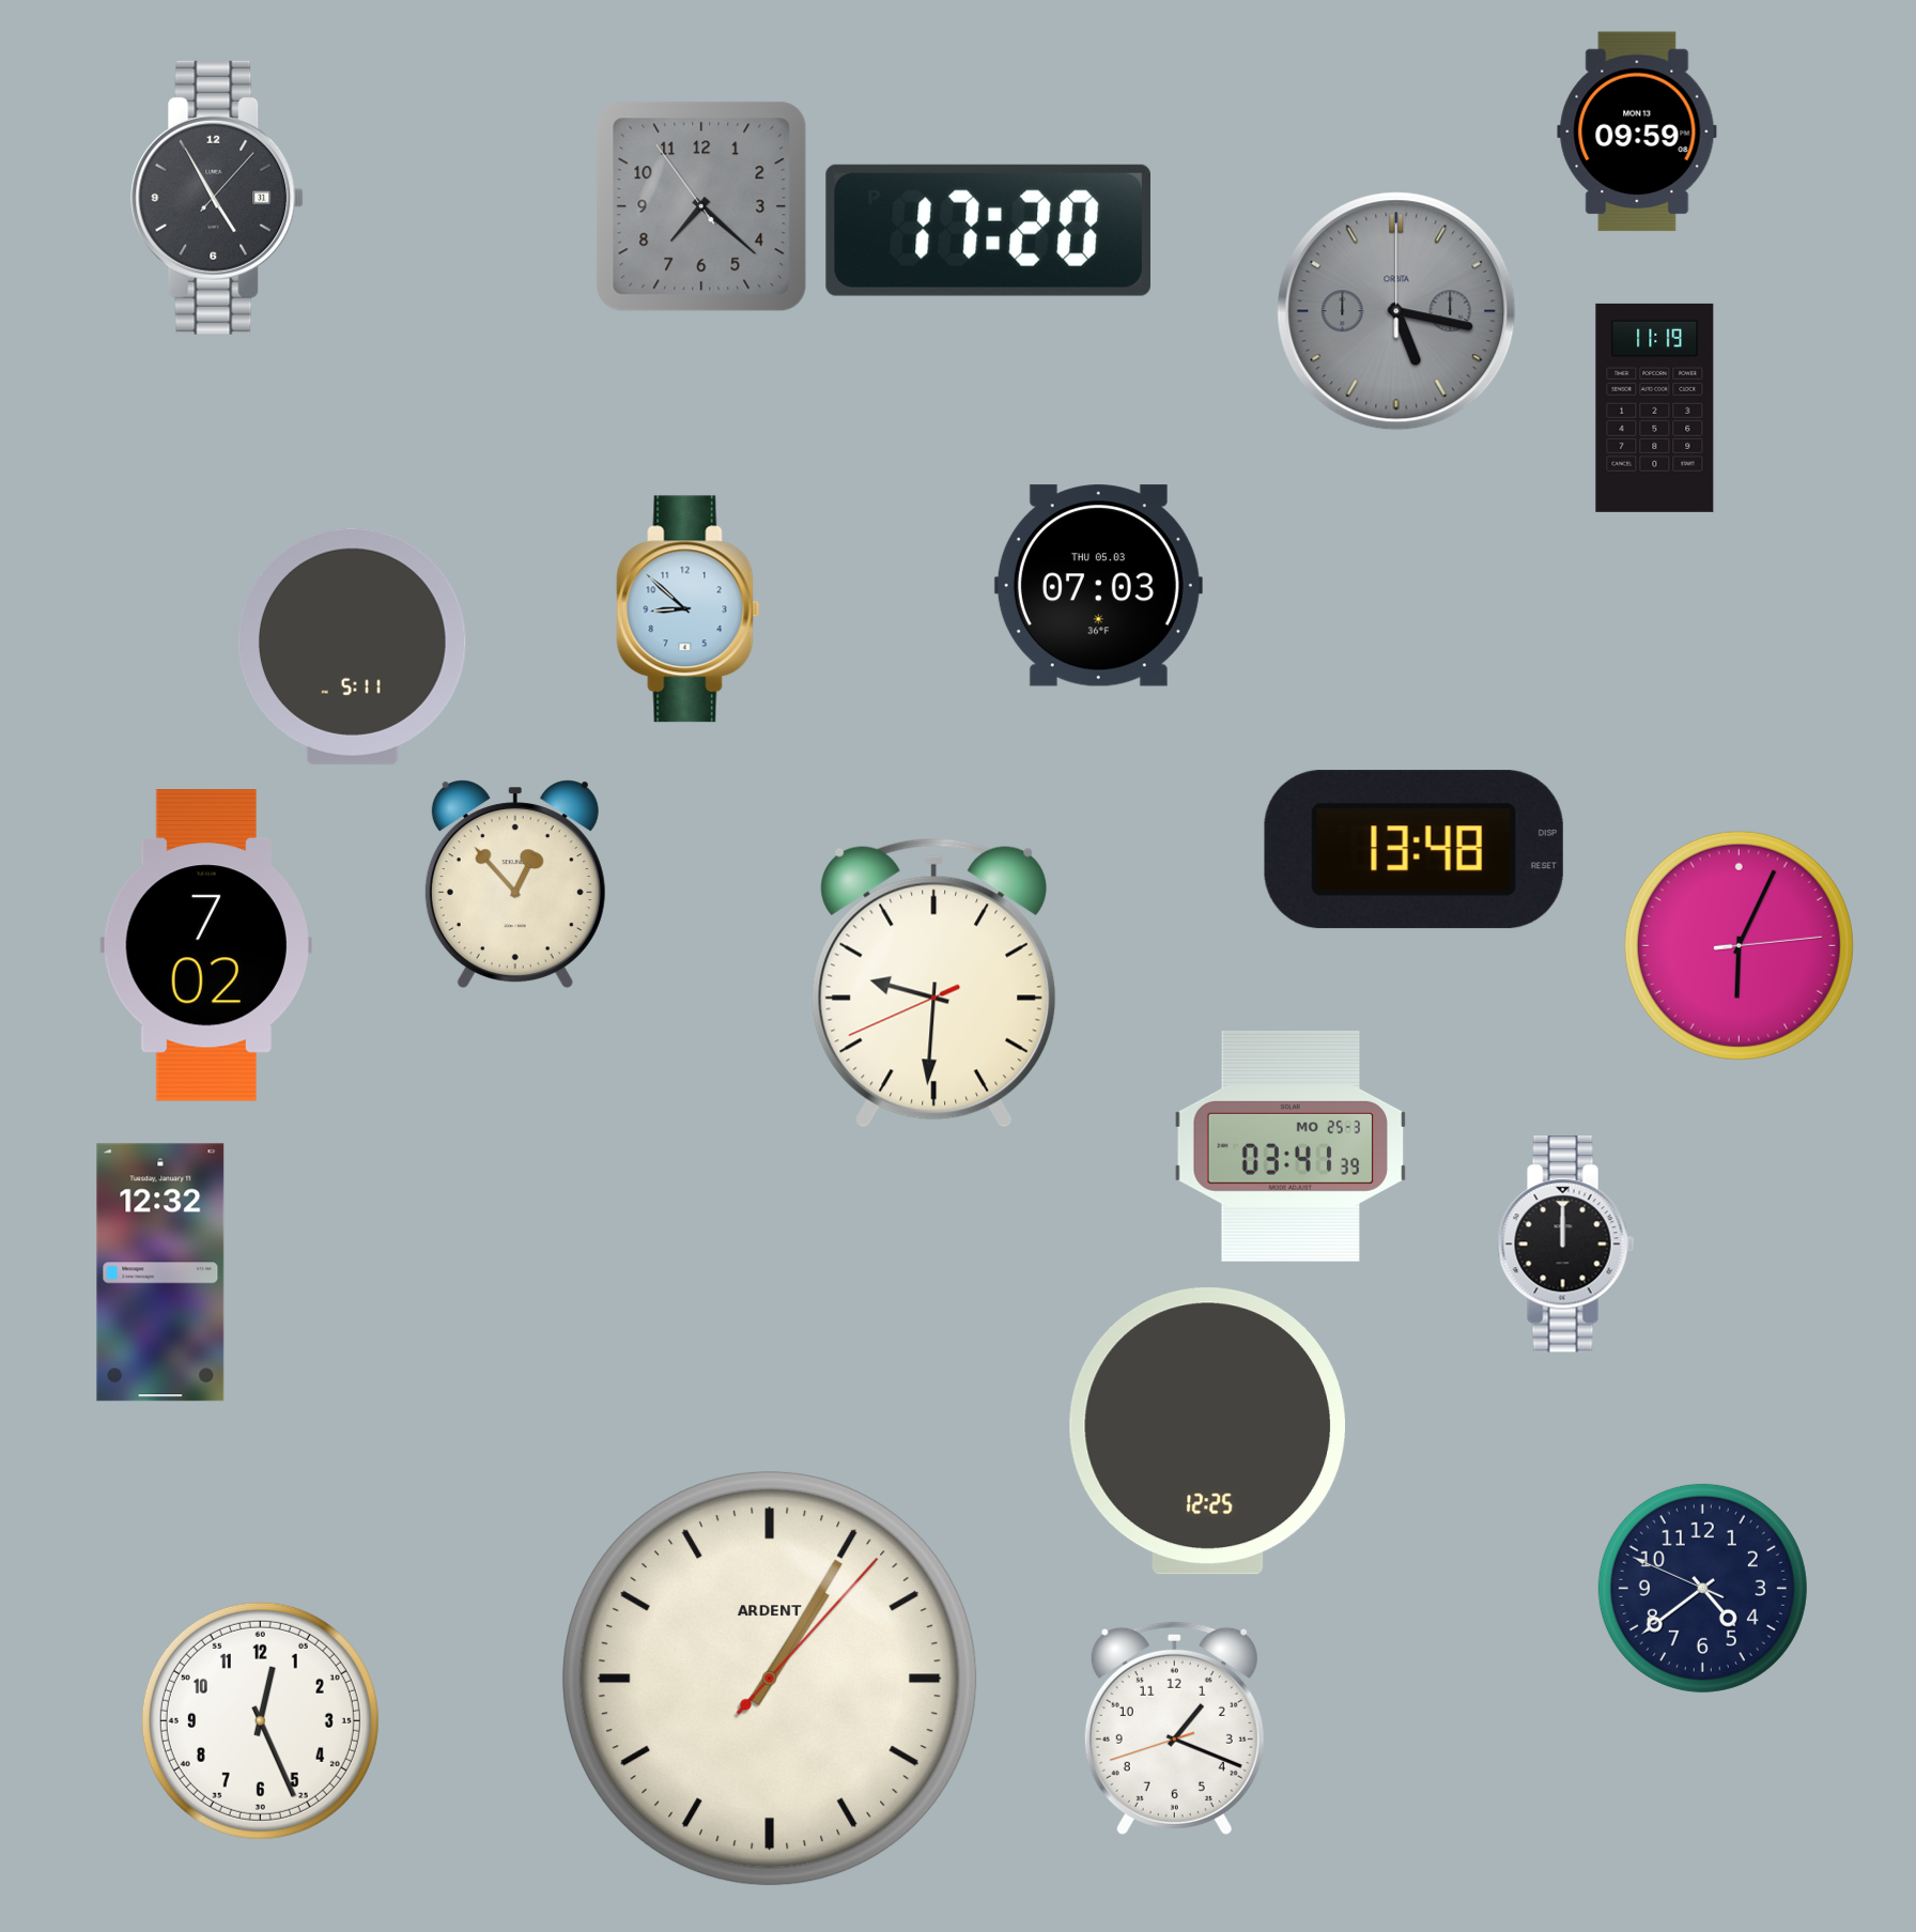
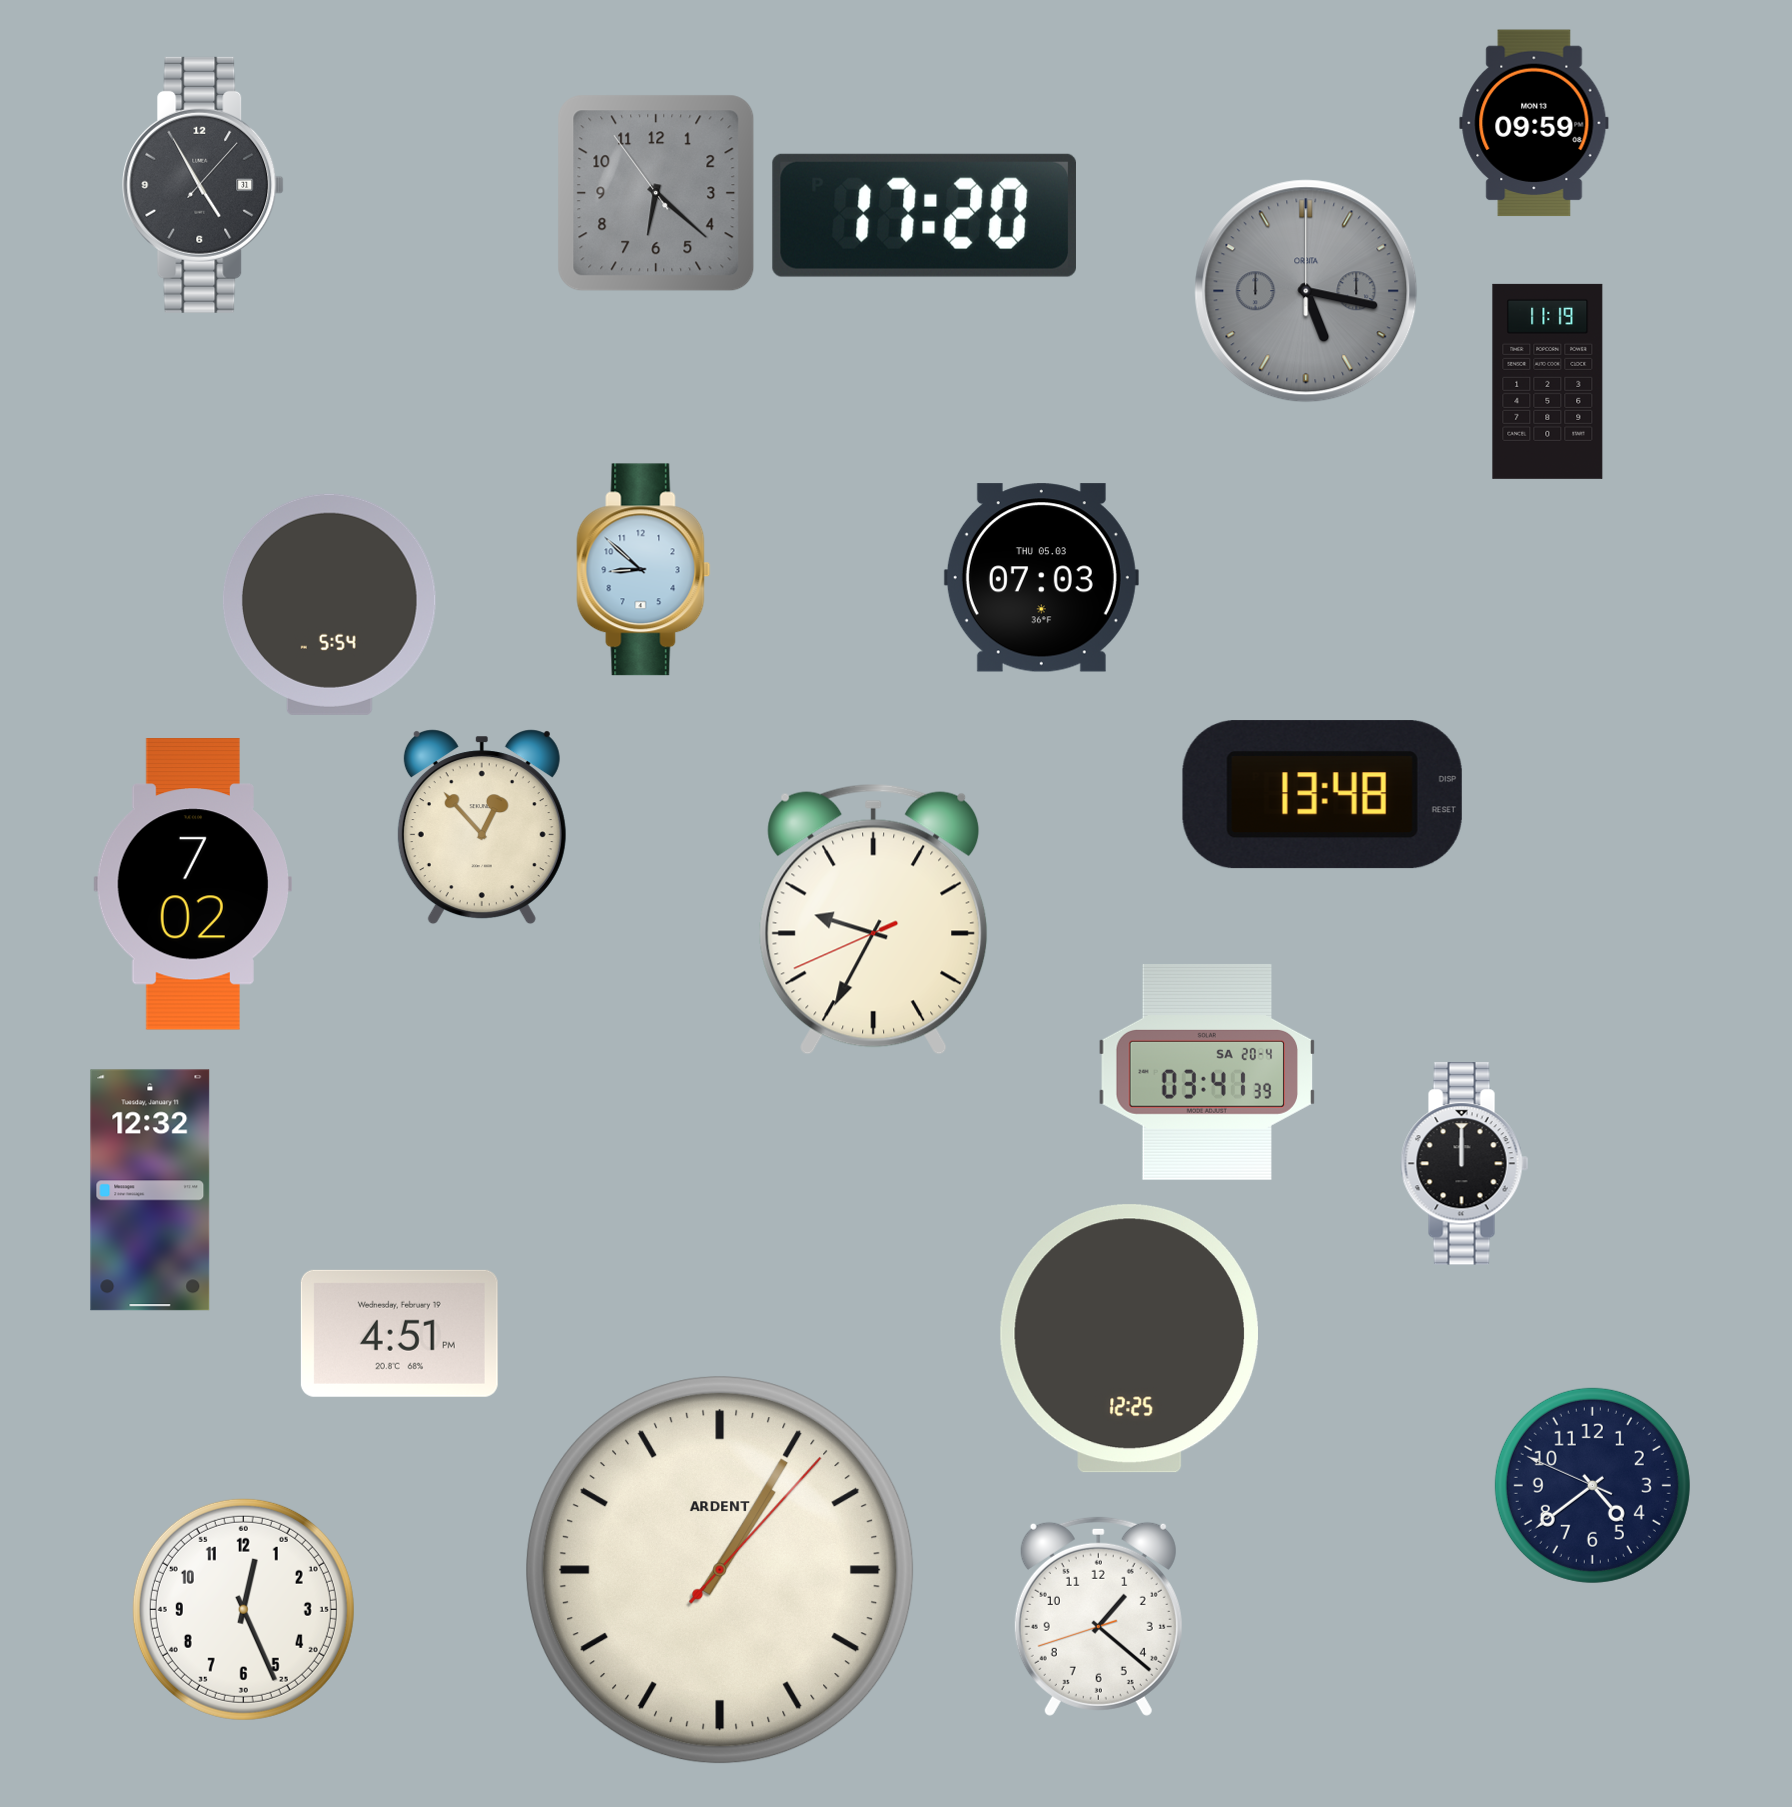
clock at (1637, 132) position: (1637, 132) -> (1534, 123)
clock at (701, 206): 7:21 -> 6:21
clock at (1098, 586) position: (1098, 586) -> (1041, 578)
clock at (352, 646): 5:11 -> 5:54
clock at (1739, 945): 6:04 -> none
clock at (934, 983): 9:30 -> 9:34
clock at (1291, 1146) date: MO 25-3 -> SA 20-4
clock at (399, 1333): none -> 4:51
clock at (1174, 1728): 1:18 -> 1:21
